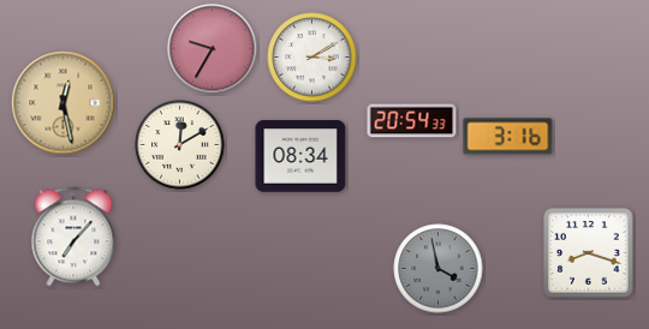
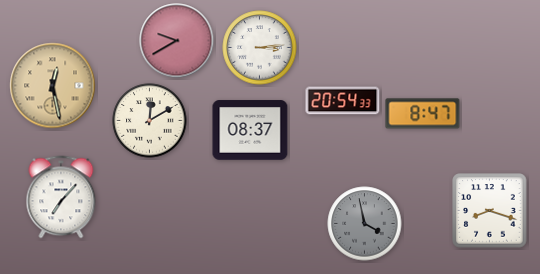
clock at (213, 49): 9:35 -> 9:40
clock at (312, 58): 3:10 -> 3:14
clock at (508, 137): 3:16 -> 8:47
clock at (300, 156): 08:34 -> 08:37
